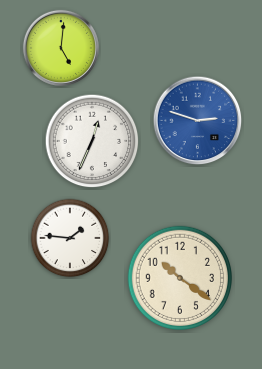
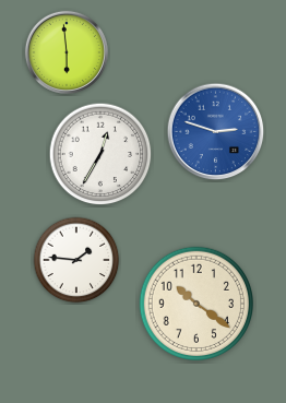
clock at (60, 47): 5:01 -> 5:59
clock at (92, 141): 12:34 -> 12:35
